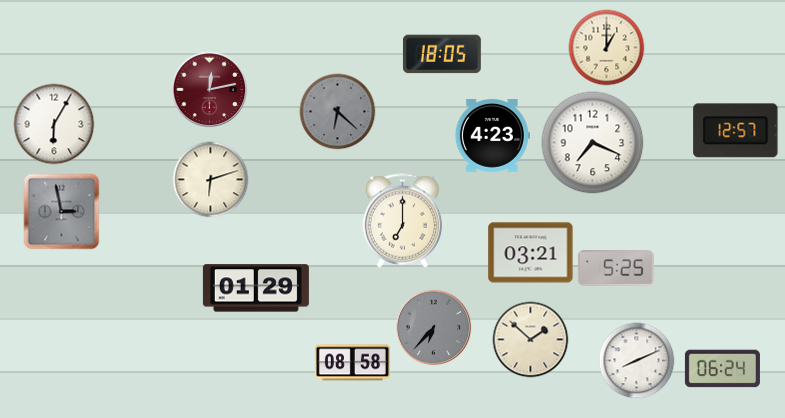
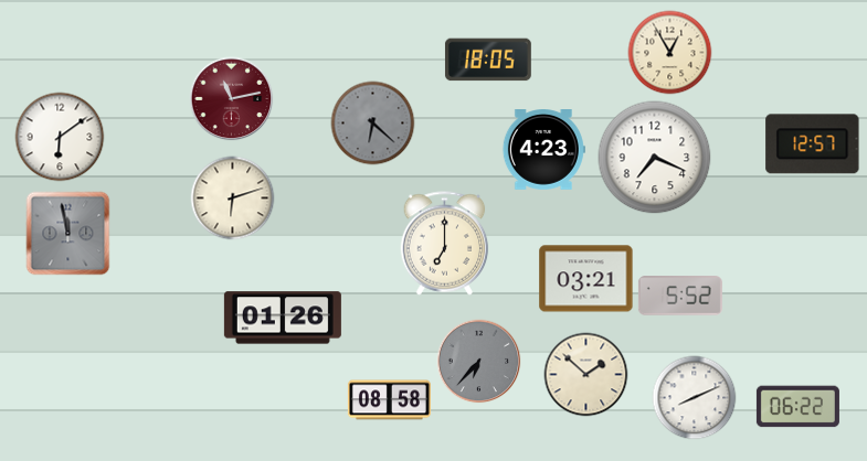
clock at (607, 48): 1:00 -> 12:55
clock at (210, 90): 12:13 -> 11:13
clock at (54, 124): 6:05 -> 6:09
clock at (62, 212): 2:58 -> 11:58
clock at (616, 268): 5:25 -> 5:52
clock at (256, 288): 01:29 -> 01:26
clock at (637, 361) position: (637, 361) -> (695, 398)
clock at (722, 369): 06:24 -> 06:22
